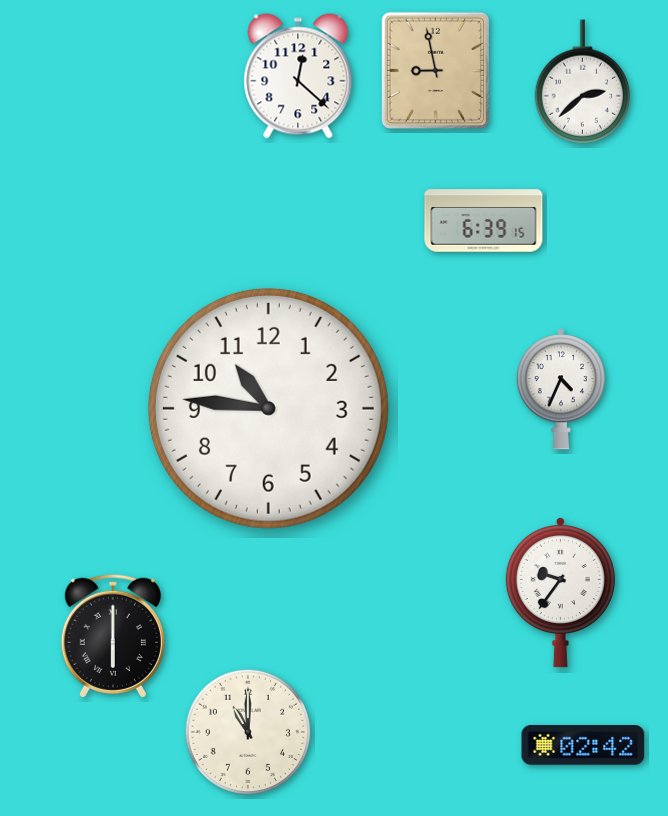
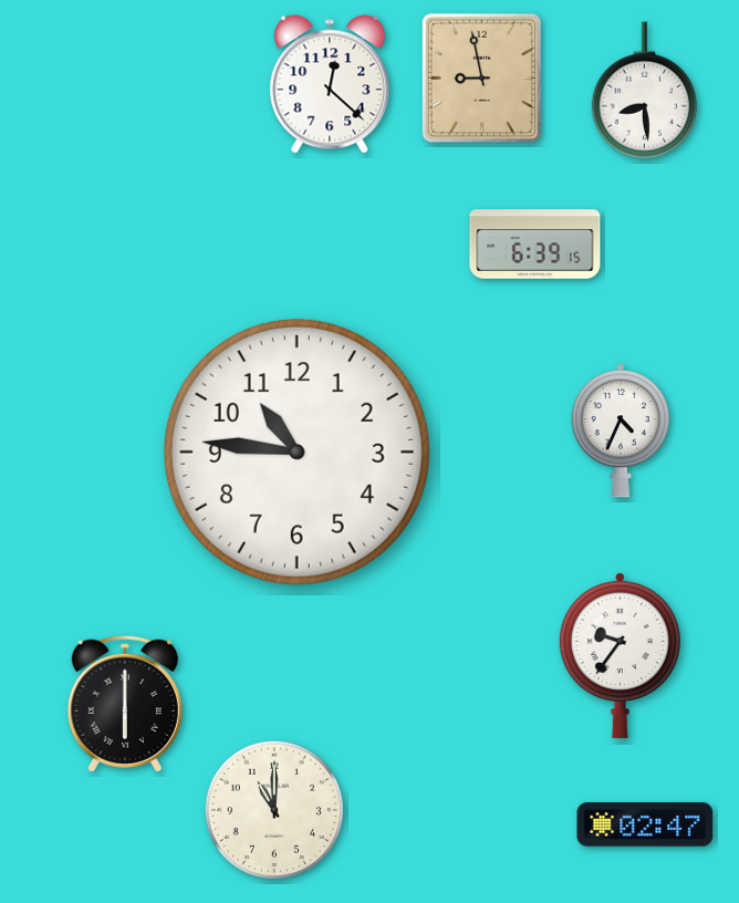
clock at (582, 82): 2:38 -> 8:29
clock at (583, 745): 02:42 -> 02:47
